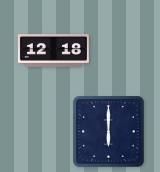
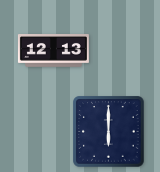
clock at (53, 51): 12:18 -> 12:13
